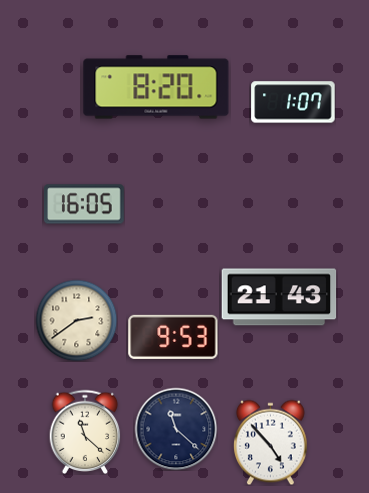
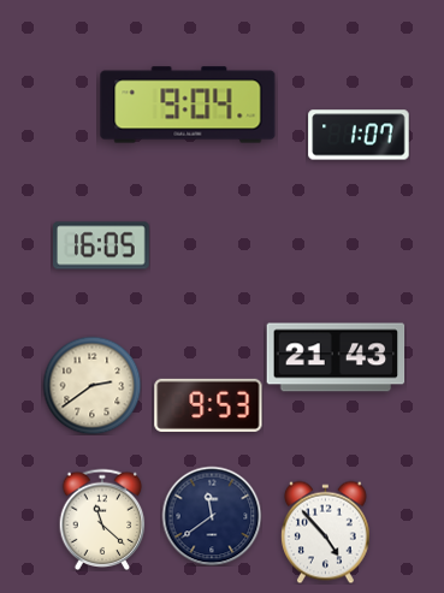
clock at (156, 87): 8:20 -> 9:04
clock at (293, 102) position: (293, 102) -> (359, 135)
clock at (176, 429): 11:22 -> 11:39
